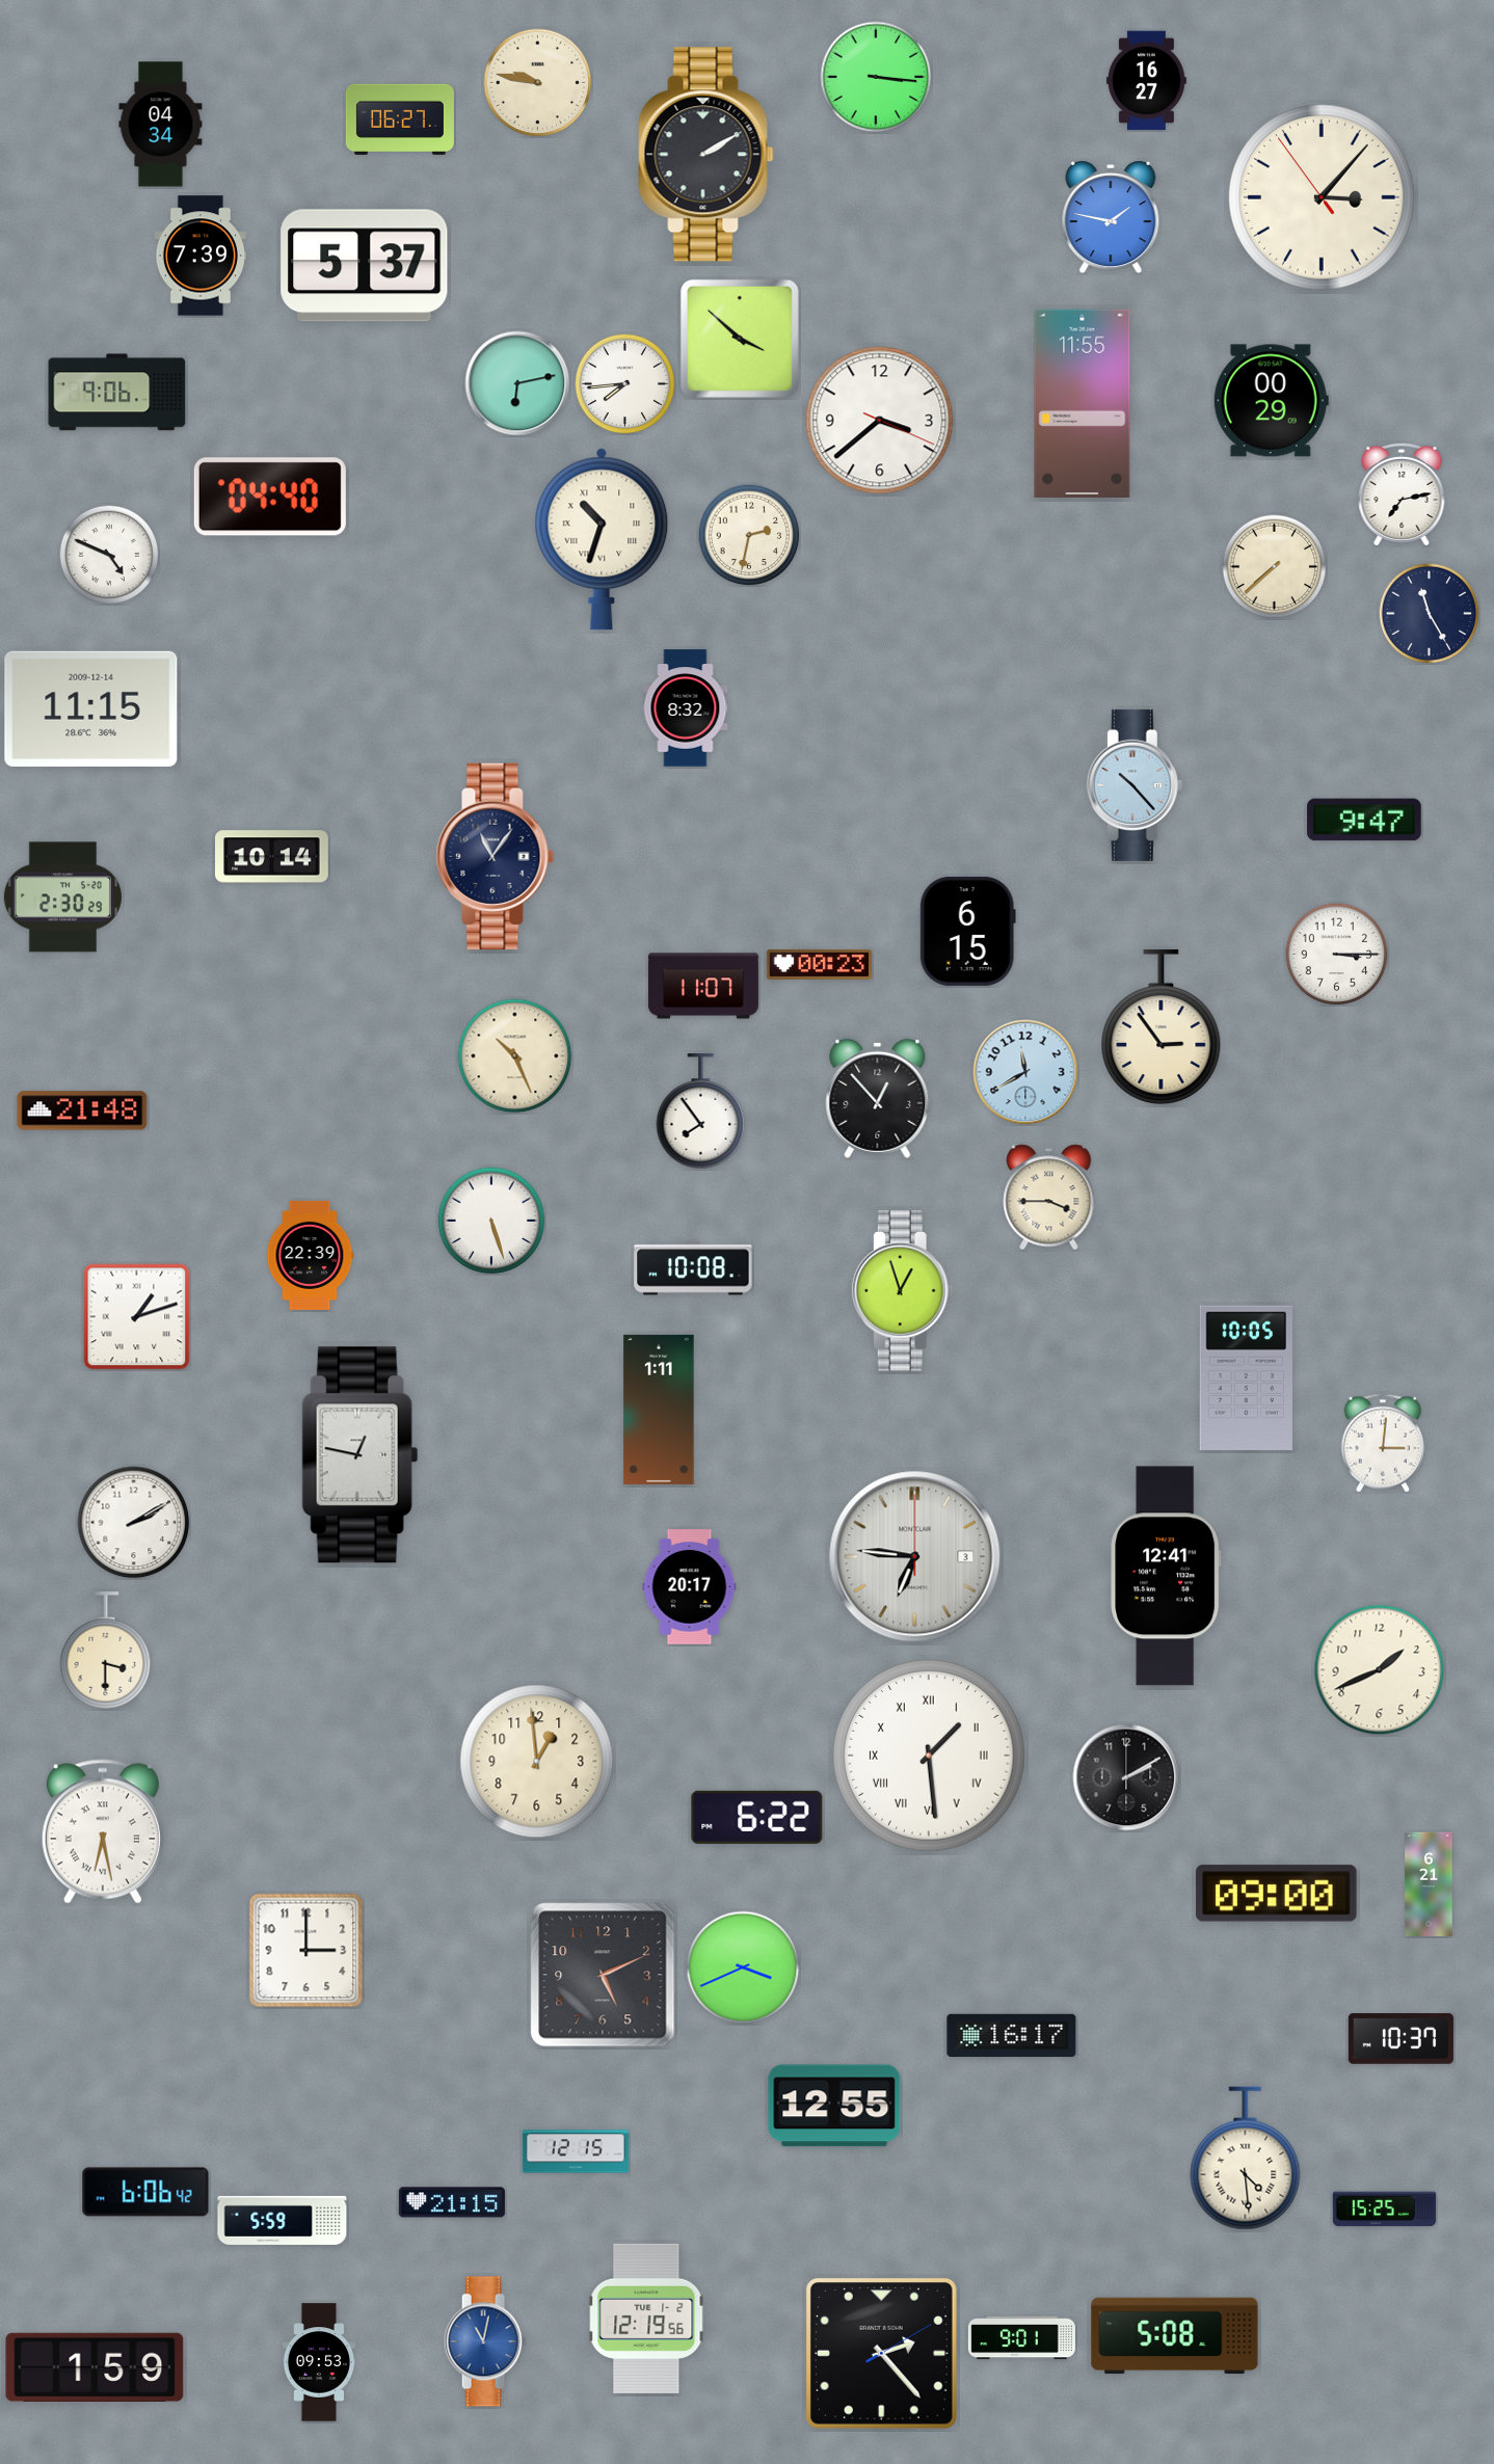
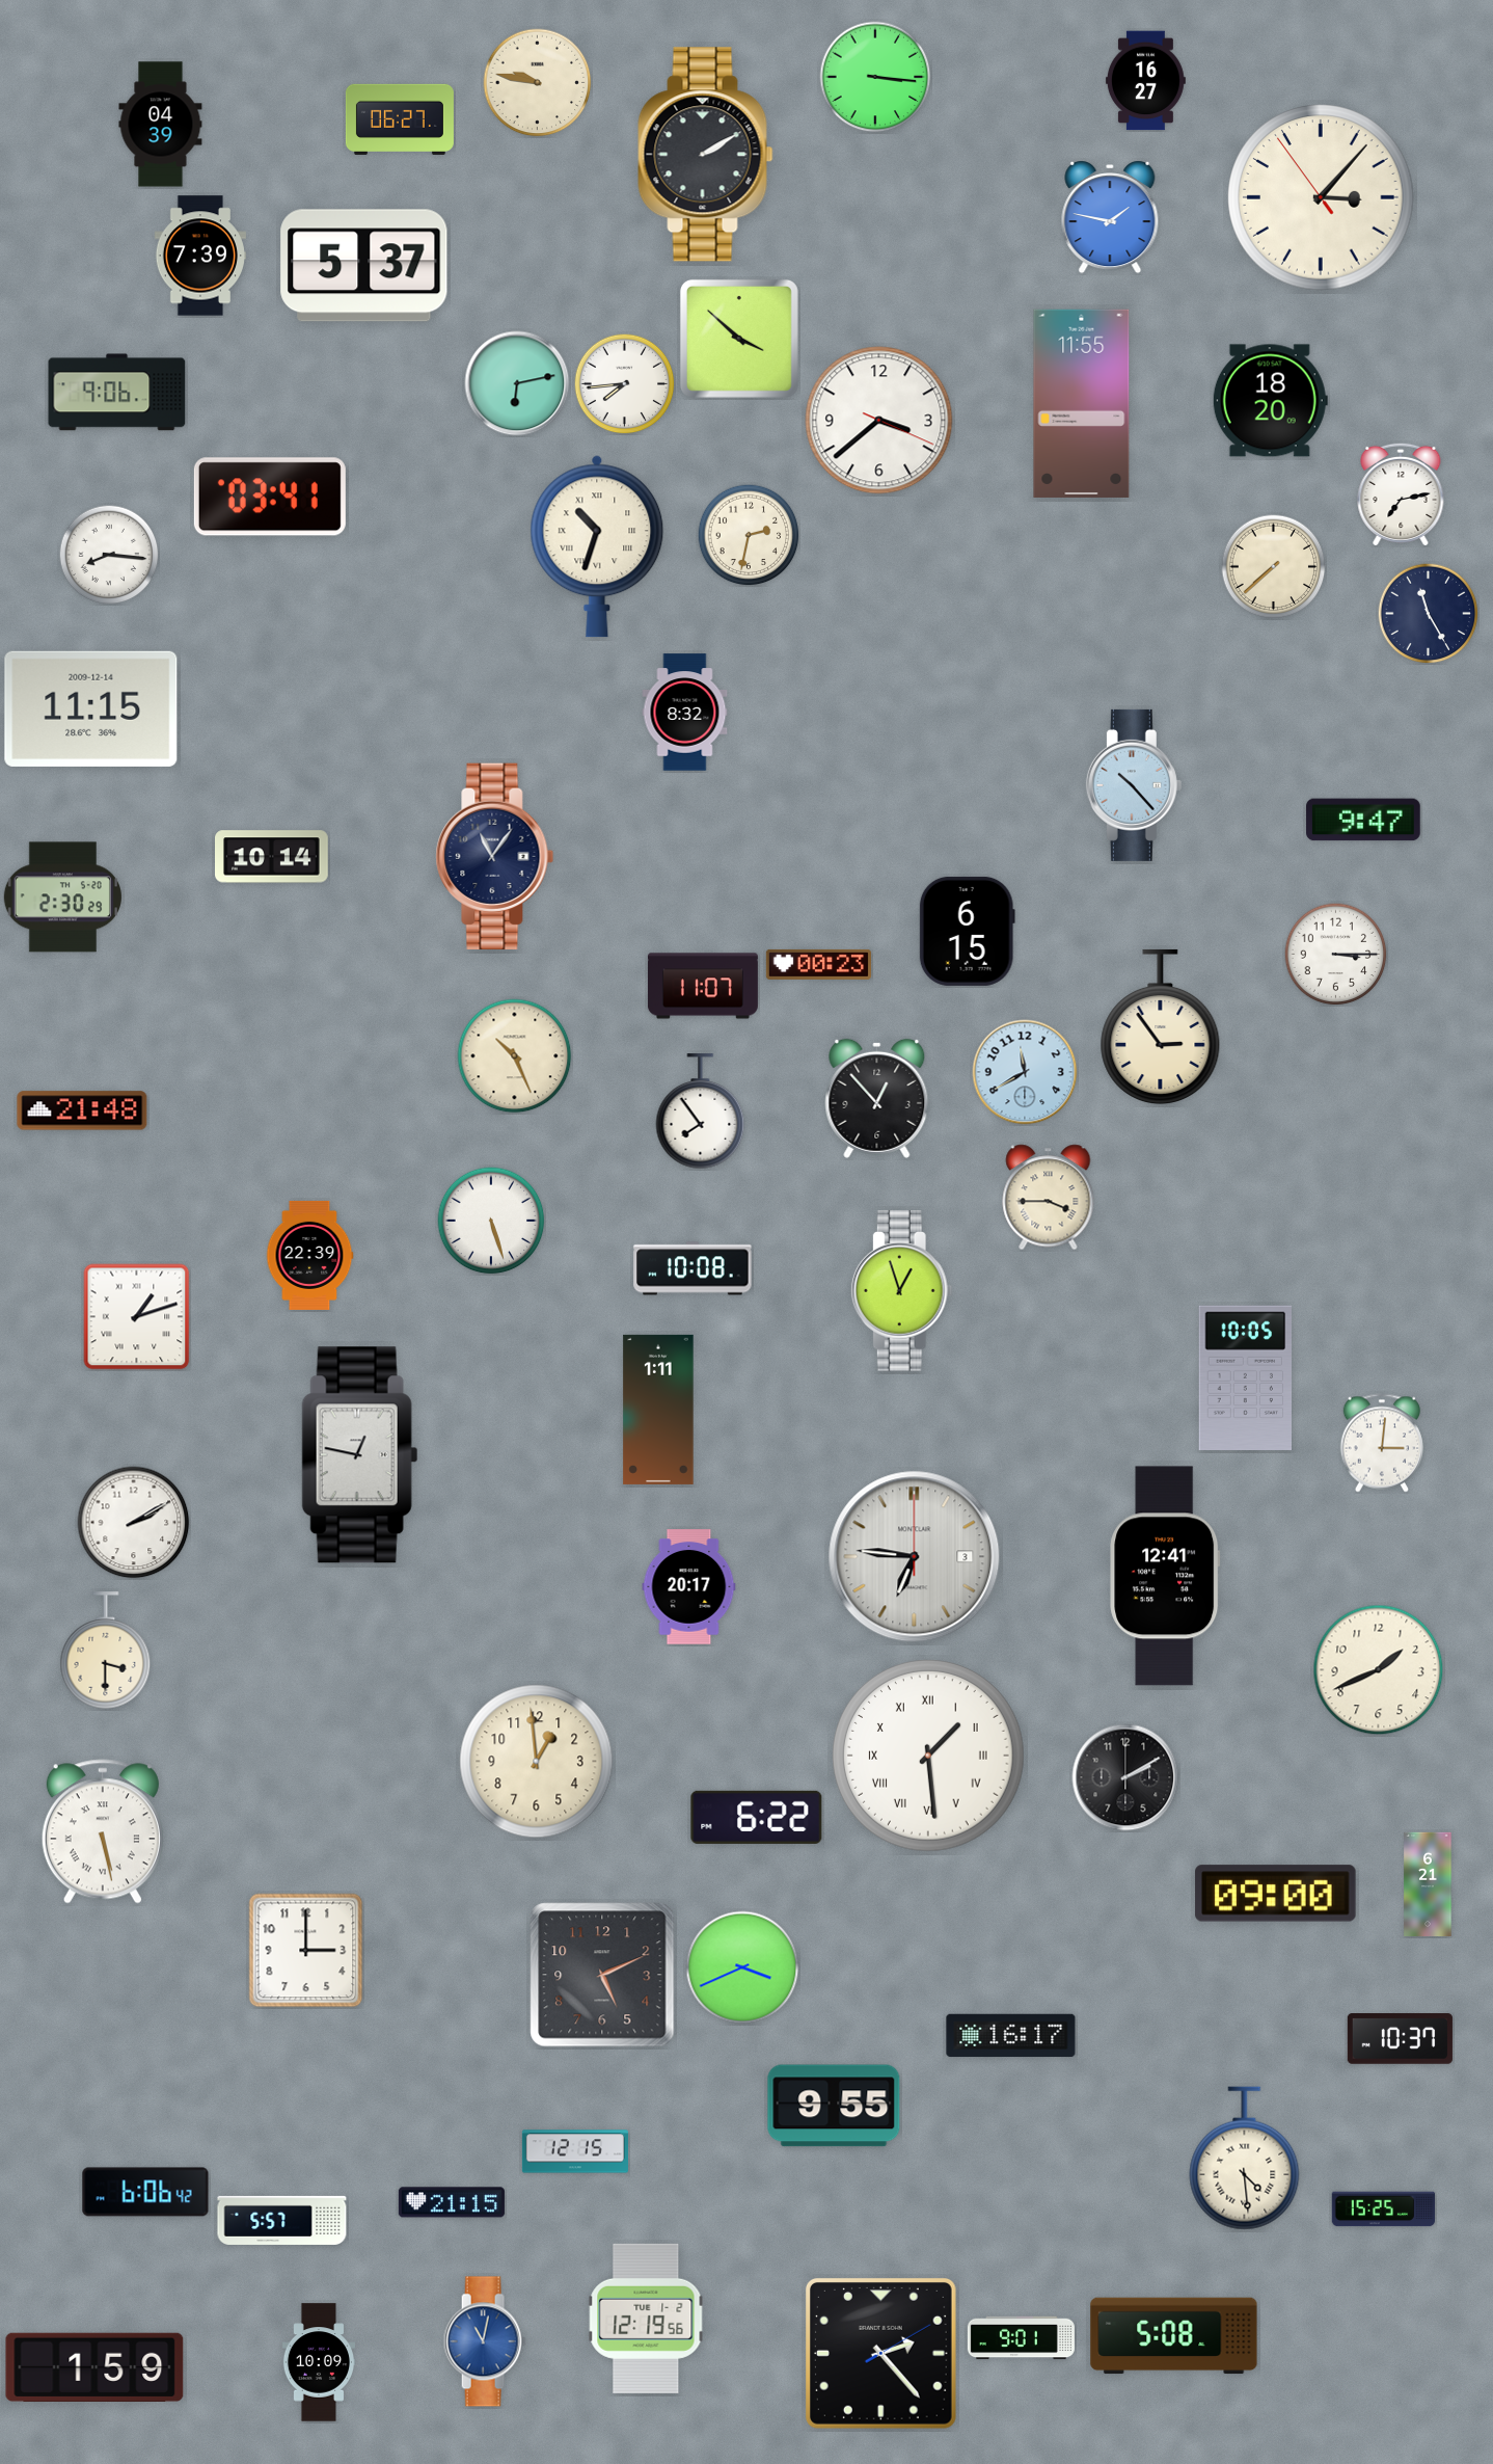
clock at (161, 125): 04:34 -> 04:39
clock at (1271, 401): 00:29 -> 18:20
clock at (270, 497): 04:40 -> 03:41
clock at (602, 539) position: (602, 539) -> (597, 546)
clock at (109, 555): 4:49 -> 8:16
clock at (686, 708) position: (686, 708) -> (685, 713)
clock at (103, 1831): 6:28 -> 5:28
clock at (834, 2106): 12:55 -> 9:55
clock at (283, 2220): 5:59 -> 5:57
clock at (318, 2362): 09:53 -> 10:09
